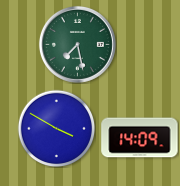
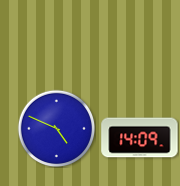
clock at (77, 44): 7:28 -> none
clock at (56, 128): 3:50 -> 4:49
